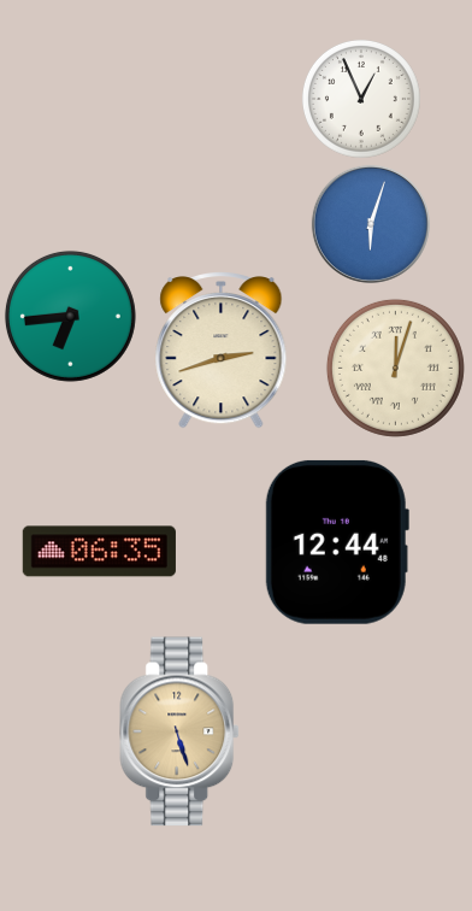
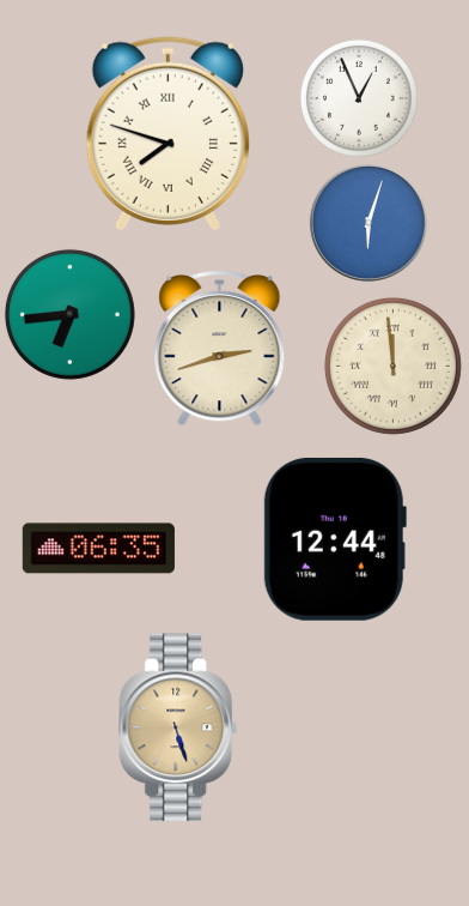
clock at (167, 133): none -> 7:48
clock at (395, 368): 12:03 -> 11:59
